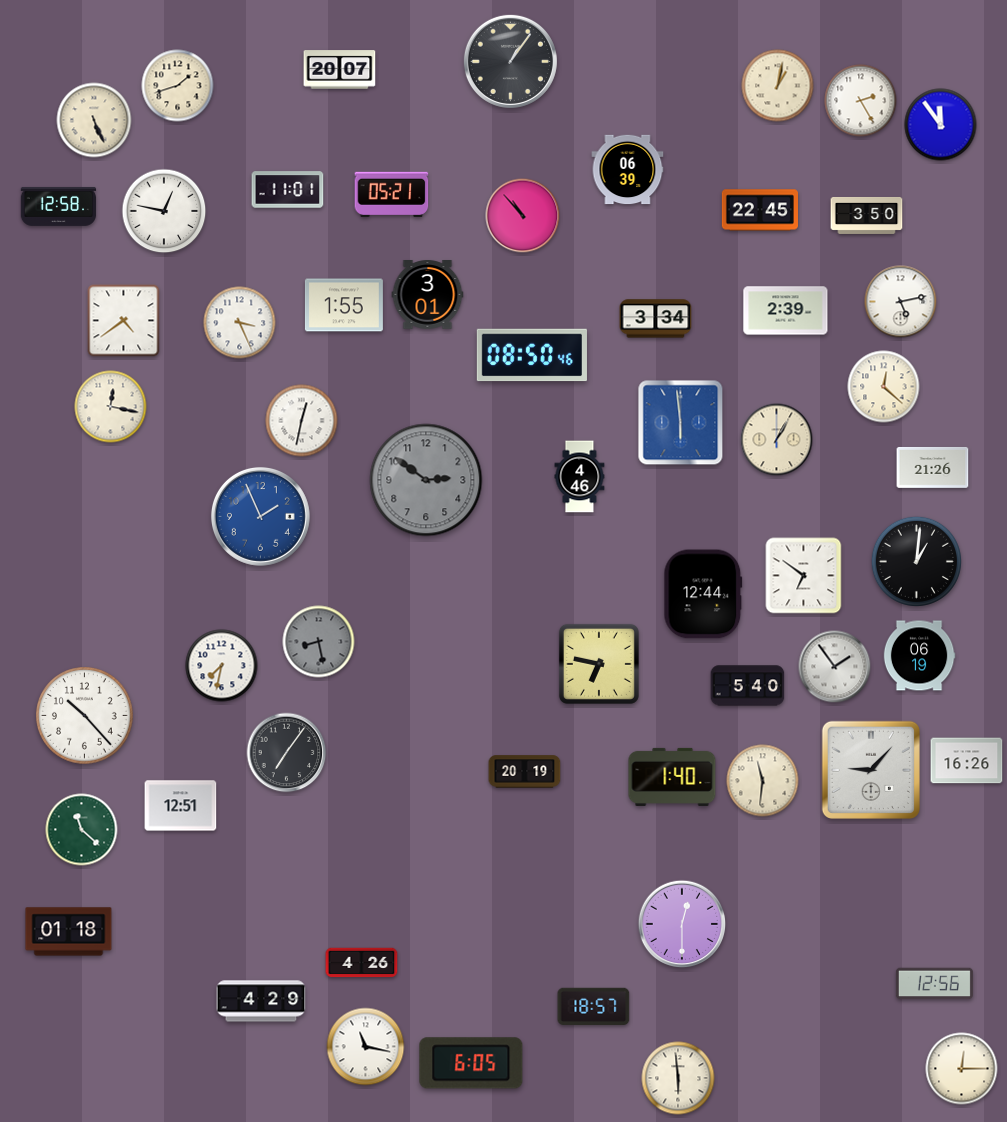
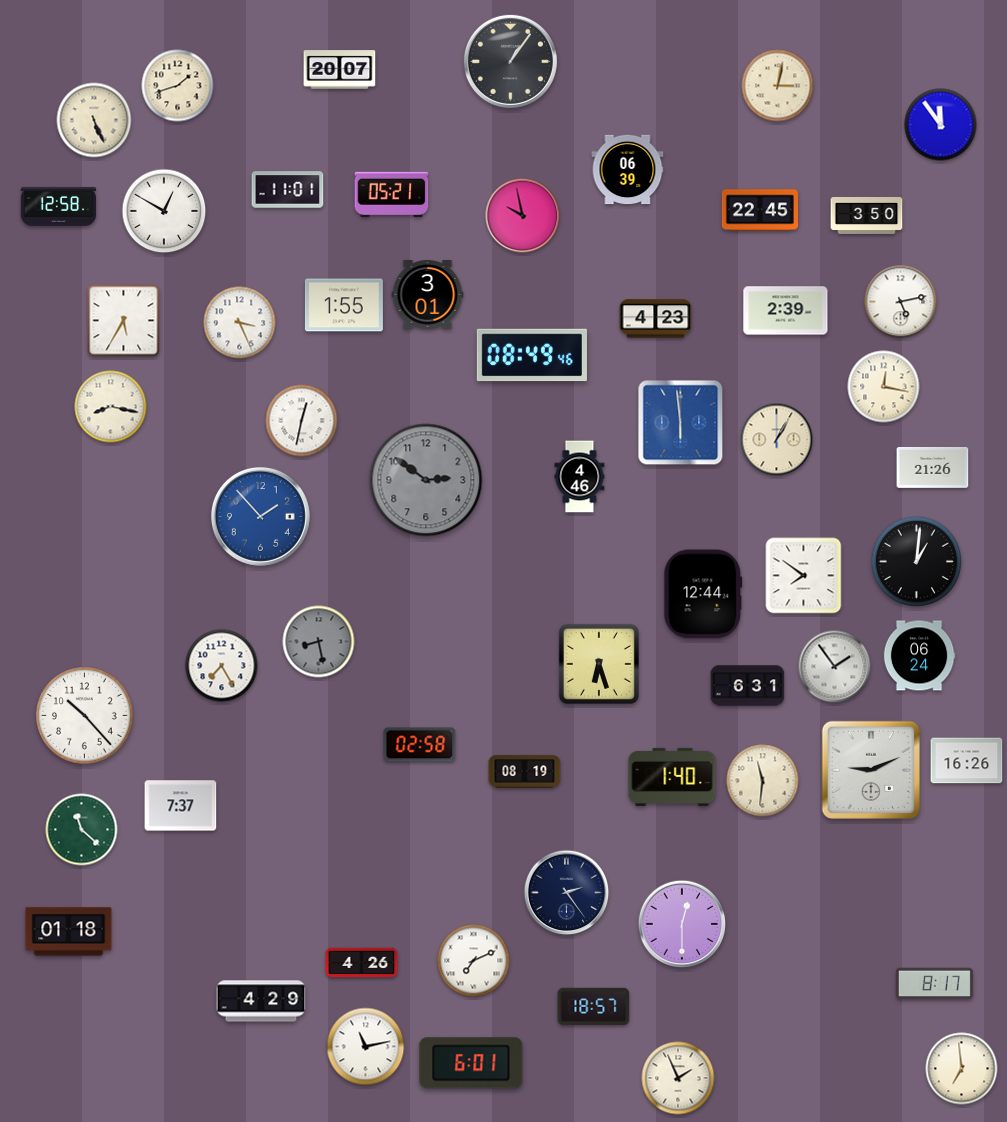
clock at (778, 86): 1:02 -> 3:02
clock at (861, 101): 2:25 -> none
clock at (164, 211): 12:47 -> 12:50
clock at (523, 216): 10:53 -> 9:58
clock at (656, 319): 3:34 -> 4:23
clock at (124, 321): 4:39 -> 5:35
clock at (532, 355): 08:50 -> 08:49
clock at (884, 387): 12:22 -> 12:17
clock at (111, 407): 12:17 -> 8:17
clock at (260, 516): 1:56 -> 1:53
clock at (804, 576): 6:51 -> 7:51
clock at (919, 656): 06:19 -> 06:24
clock at (599, 664): 6:47 -> 6:27
clock at (222, 666): 7:32 -> 7:25
clock at (748, 686): 5:40 -> 6:31
clock at (420, 745): none -> 02:58
clock at (287, 753): 7:06 -> none
clock at (871, 770): 9:07 -> 9:11
clock at (525, 772): 20:19 -> 08:19
clock at (181, 806): 12:51 -> 7:37
clock at (567, 893): none -> 2:24
clock at (474, 961): none -> 7:11
clock at (934, 984): 12:56 -> 8:17
clock at (366, 1047): 11:17 -> 11:13
clock at (471, 1063): 6:05 -> 6:01
clock at (962, 1069): 12:15 -> 6:59
clock at (678, 1078): 5:59 -> 1:56
